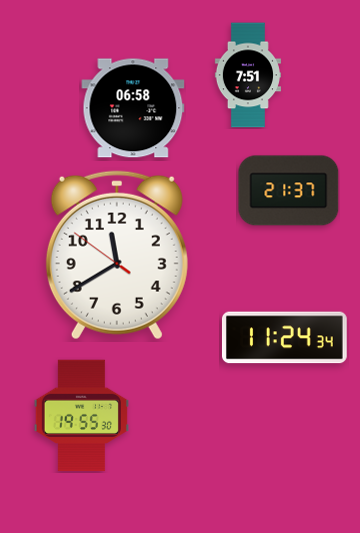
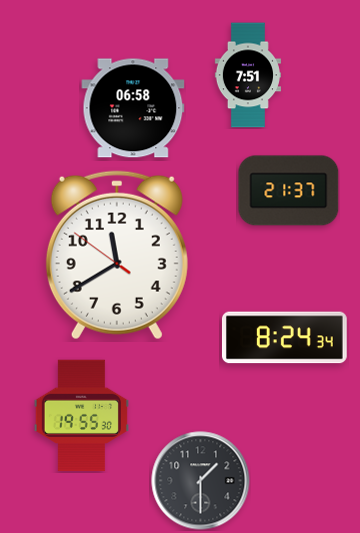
clock at (284, 338): 11:24 -> 8:24
clock at (201, 481): none -> 1:30
